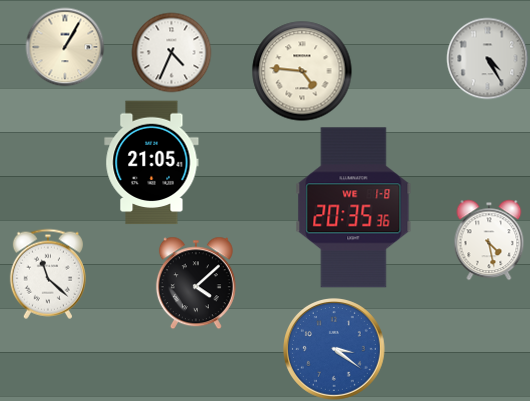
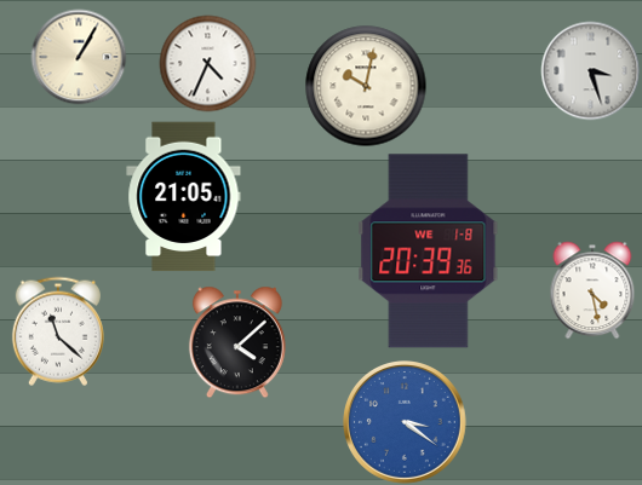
clock at (487, 58): 4:25 -> 3:27
clock at (302, 71): 4:46 -> 10:02
clock at (354, 208): 20:35 -> 20:39
